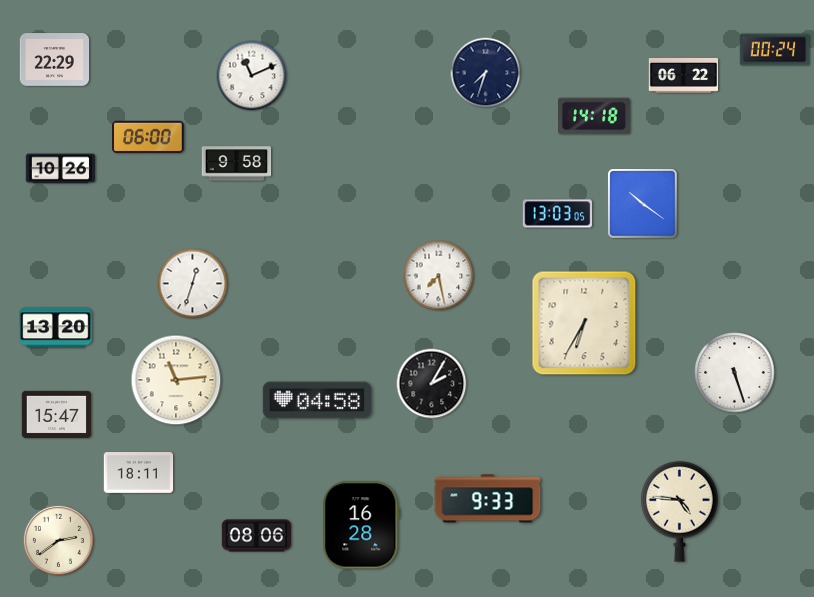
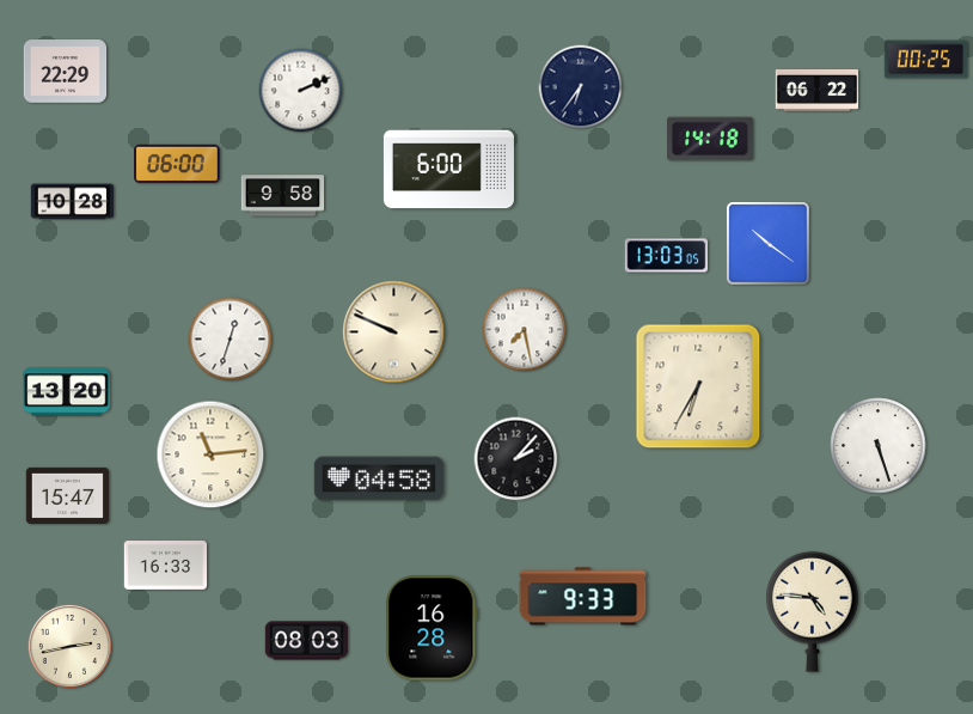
clock at (775, 50): 00:24 -> 00:25
clock at (486, 73): 7:33 -> 6:36
clock at (252, 76): 11:11 -> 2:11
clock at (448, 170): none -> 6:00
clock at (61, 169): 10:26 -> 10:28
clock at (394, 332): none -> 9:49
clock at (432, 384): 2:05 -> 2:07
clock at (139, 473): 18:11 -> 16:33
clock at (257, 536): 08:06 -> 08:03
clock at (58, 540): 2:39 -> 2:43
